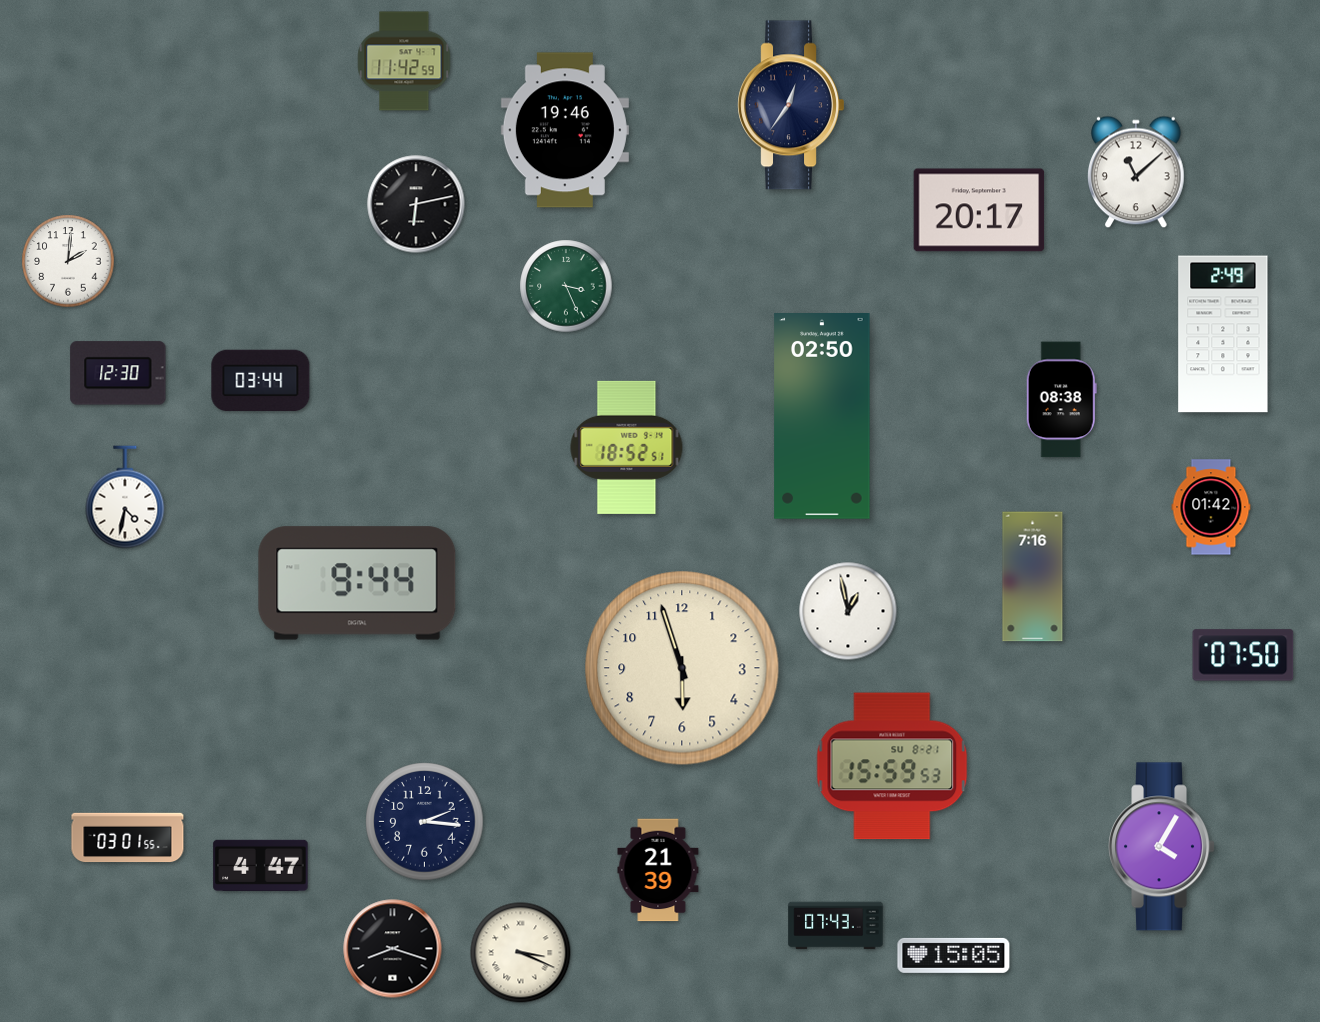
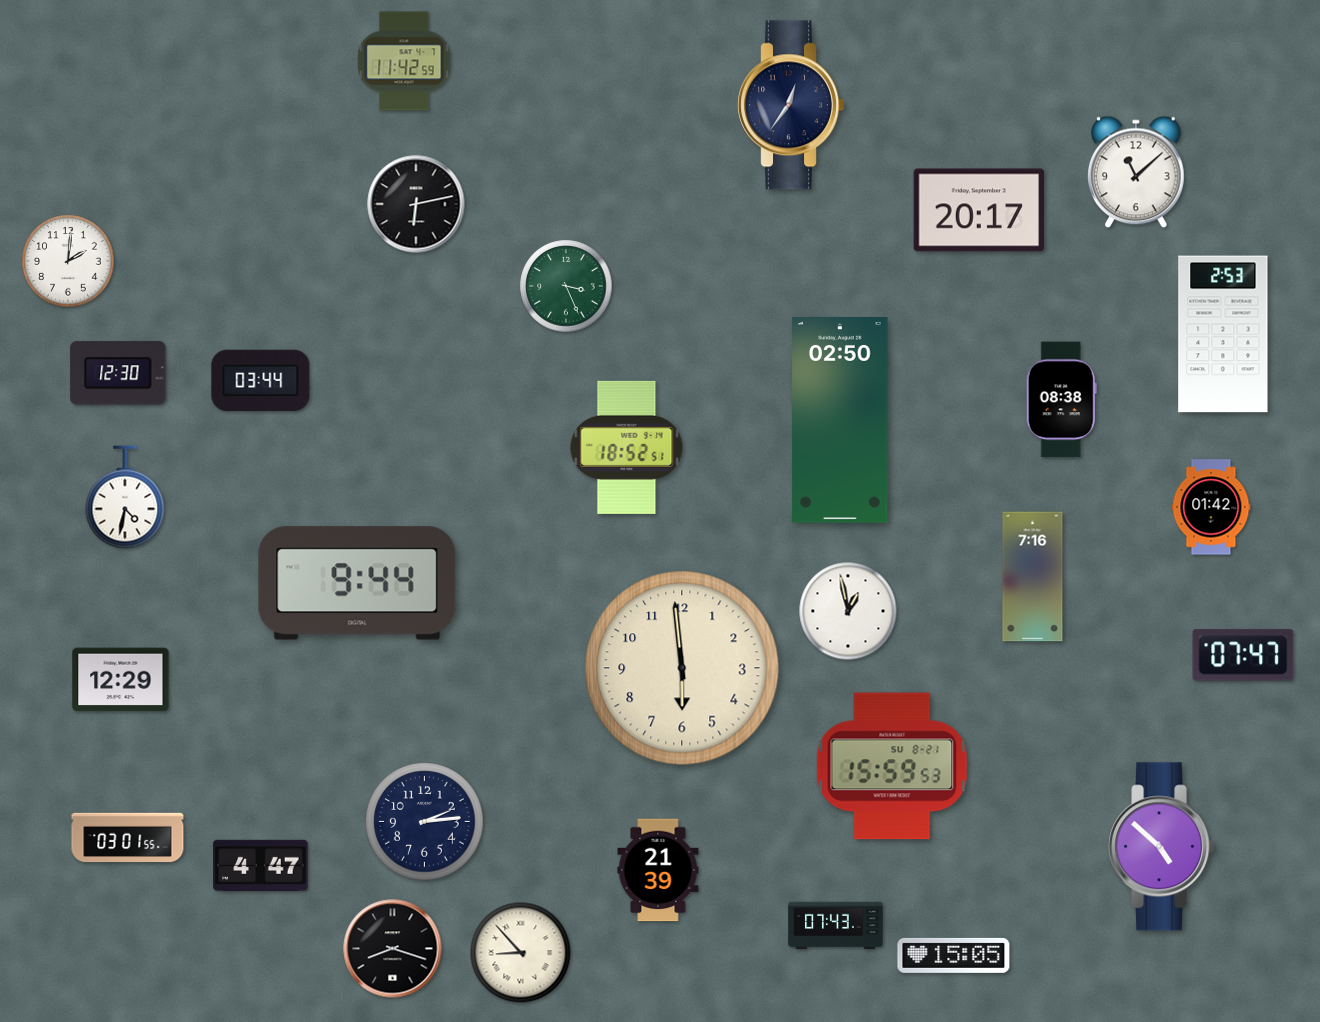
clock at (565, 130): 19:46 -> none
clock at (1223, 334): 2:49 -> 2:53
clock at (822, 417) position: (822, 417) -> (840, 421)
clock at (1243, 655): 07:50 -> 07:47
clock at (682, 668): 5:57 -> 5:59
clock at (121, 680): none -> 12:29
clock at (425, 822): 2:16 -> 2:14
clock at (1162, 847): 4:05 -> 4:52
clock at (521, 953): 3:19 -> 8:53
